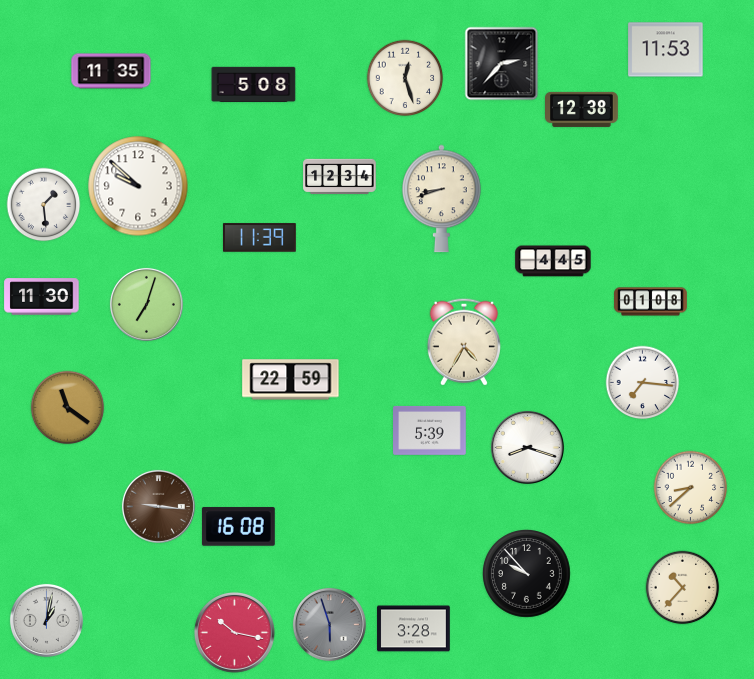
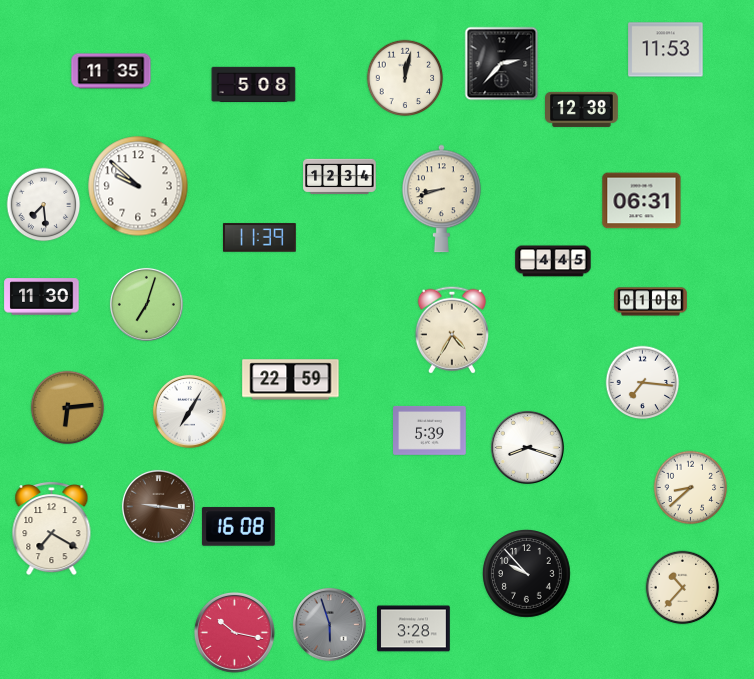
clock at (405, 78): 12:27 -> 12:02
clock at (642, 201): none -> 06:31
clock at (44, 205): 1:29 -> 7:29
clock at (464, 342) position: (464, 342) -> (452, 330)
clock at (68, 408): 11:21 -> 6:14
clock at (189, 411): none -> 7:05
clock at (52, 529): none -> 7:20
clock at (46, 620): 1:02 -> none
